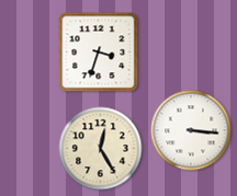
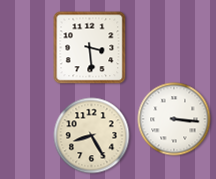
clock at (99, 53): 3:33 -> 3:29
clock at (101, 149): 12:25 -> 8:25
